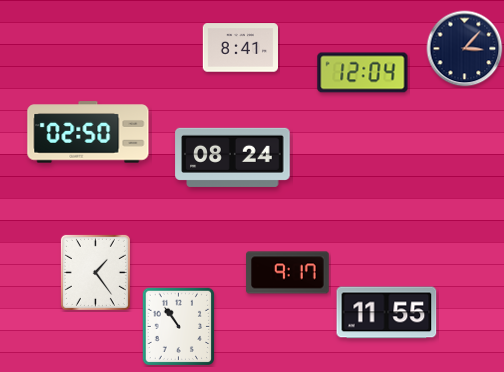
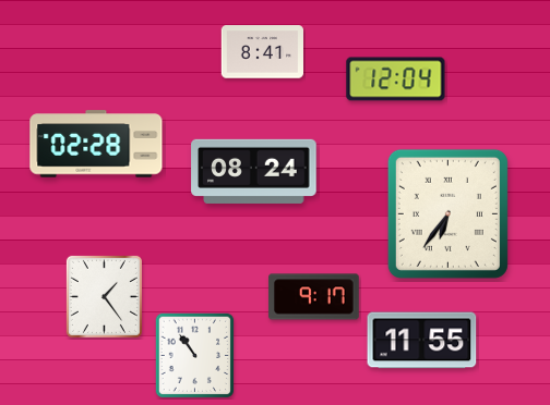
clock at (465, 49): 3:07 -> none
clock at (88, 132): 02:50 -> 02:28
clock at (447, 213): none -> 6:36
